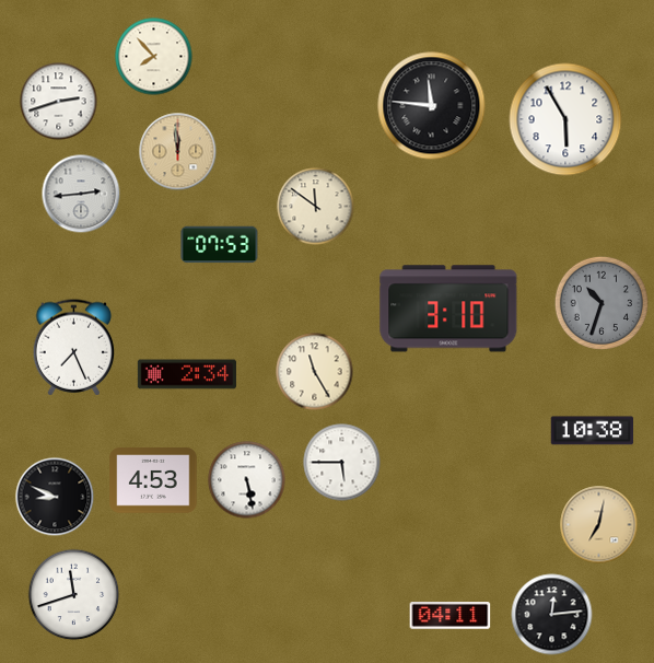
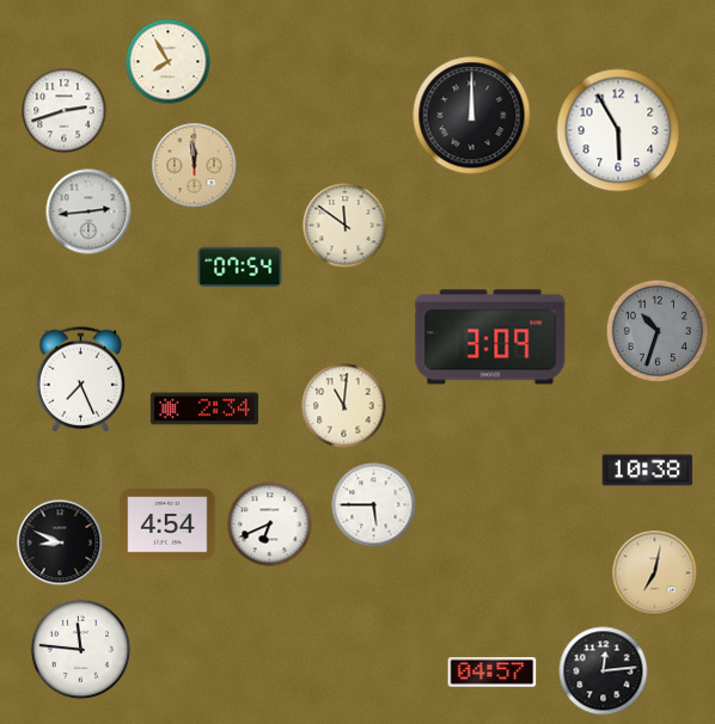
clock at (154, 57): 7:53 -> 7:55
clock at (432, 106): 11:46 -> 12:00
clock at (220, 245): 07:53 -> 07:54
clock at (448, 309): 3:10 -> 3:09
clock at (315, 372): 11:25 -> 11:01
clock at (153, 480): 4:53 -> 4:54
clock at (247, 480): 5:28 -> 6:41
clock at (74, 595): 11:42 -> 11:46
clock at (451, 616): 04:11 -> 04:57
